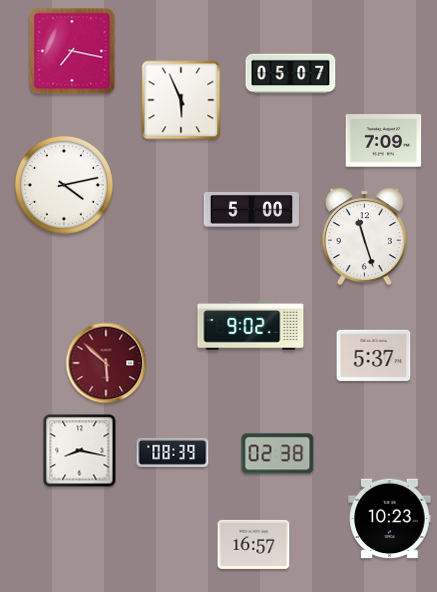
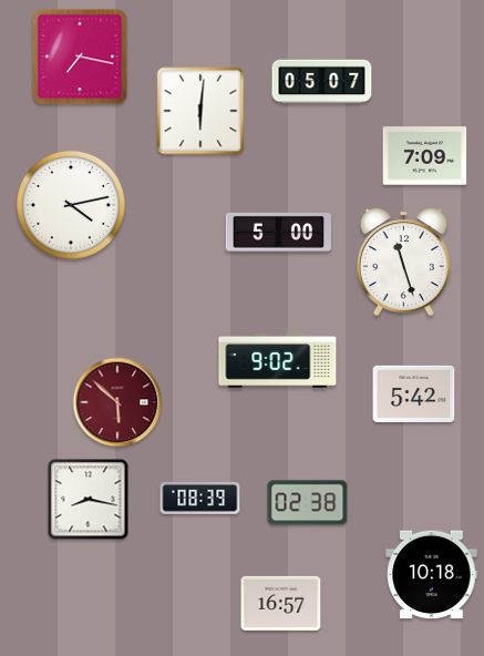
clock at (181, 100): 5:56 -> 6:01
clock at (374, 355): 5:37 -> 5:42
clock at (173, 452) position: (173, 452) -> (200, 498)
clock at (390, 519): 10:23 -> 10:18
